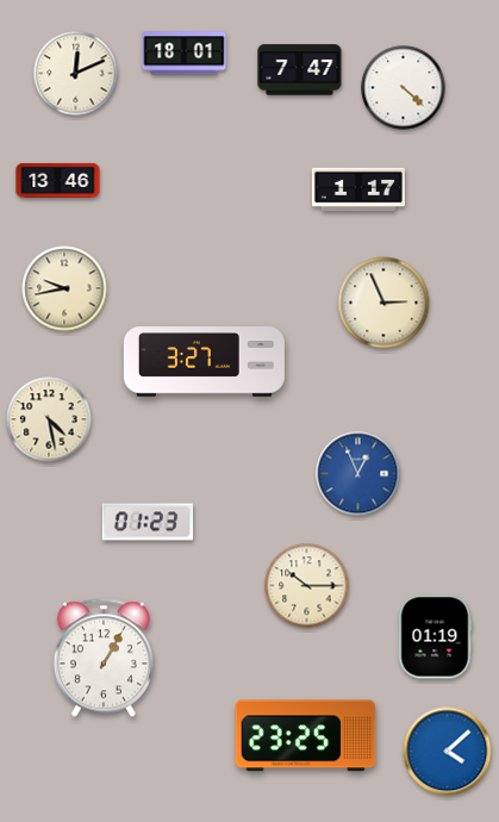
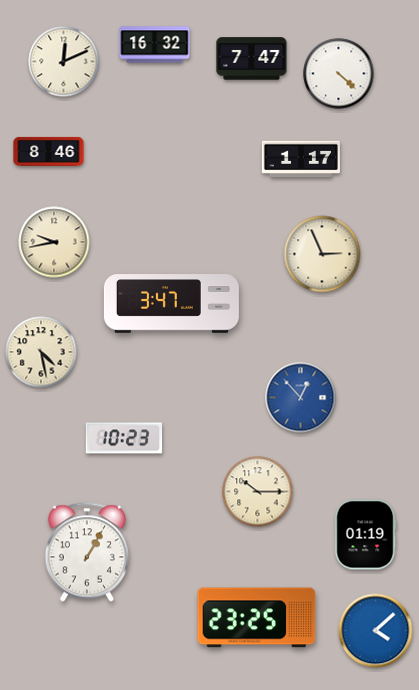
clock at (185, 54): 18:01 -> 16:32
clock at (58, 180): 13:46 -> 8:46
clock at (204, 362): 3:27 -> 3:47
clock at (358, 474): 12:56 -> 12:53
clock at (148, 522): 01:23 -> 10:23
